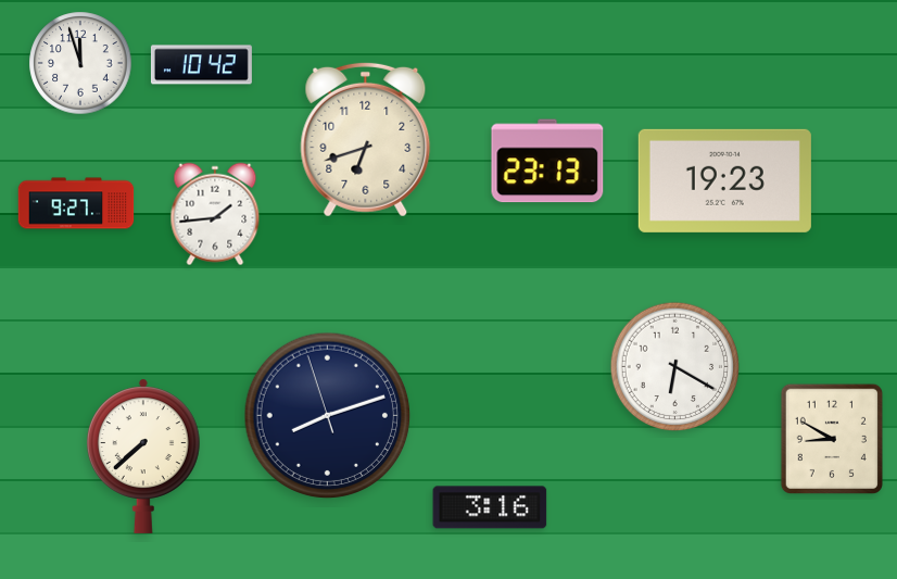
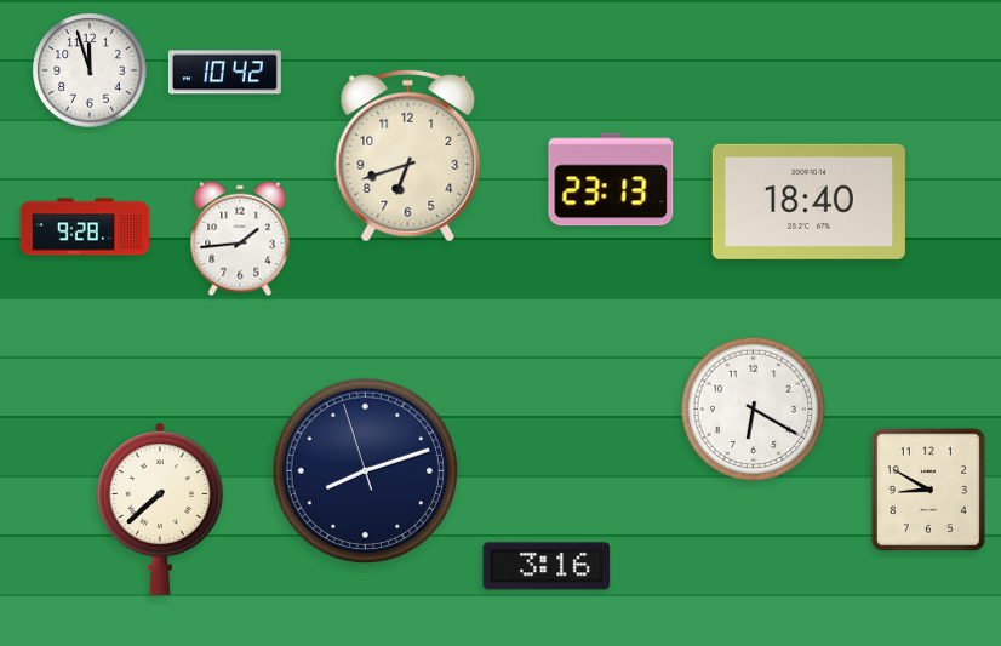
clock at (724, 180): 19:23 -> 18:40
clock at (76, 203): 9:27 -> 9:28
clock at (328, 416) position: (328, 416) -> (366, 471)
